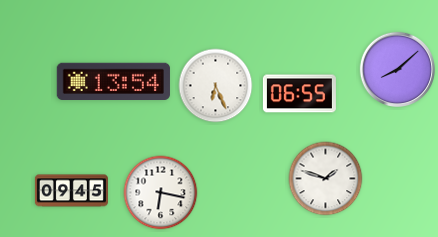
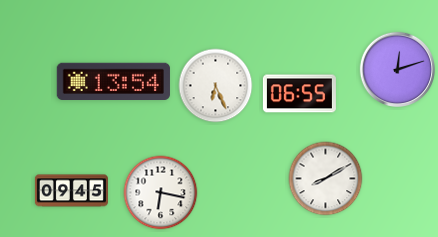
clock at (397, 69): 8:08 -> 12:12
clock at (326, 179): 1:48 -> 8:10
